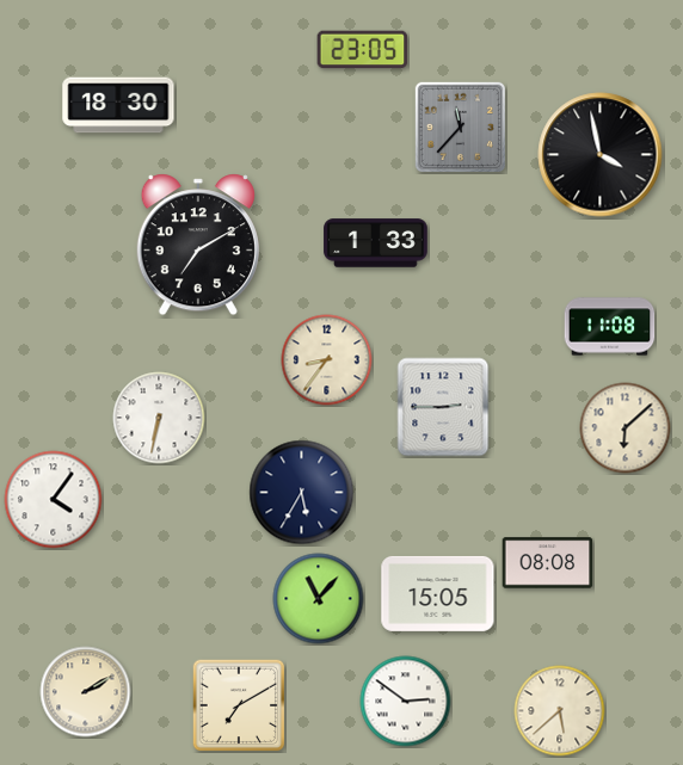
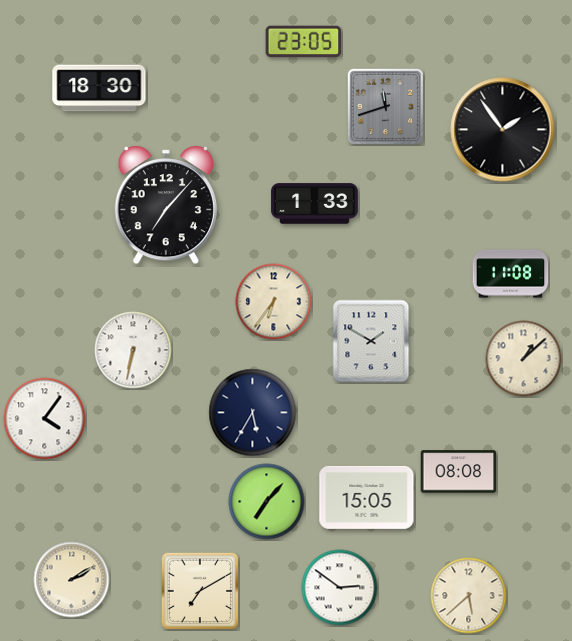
clock at (460, 127): 11:37 -> 11:42
clock at (601, 155): 3:58 -> 1:54
clock at (198, 245): 7:10 -> 7:07
clock at (327, 360): 8:36 -> 6:36
clock at (443, 407): 2:45 -> 1:50
clock at (626, 428): 6:08 -> 1:08
clock at (319, 599): 11:07 -> 7:07
